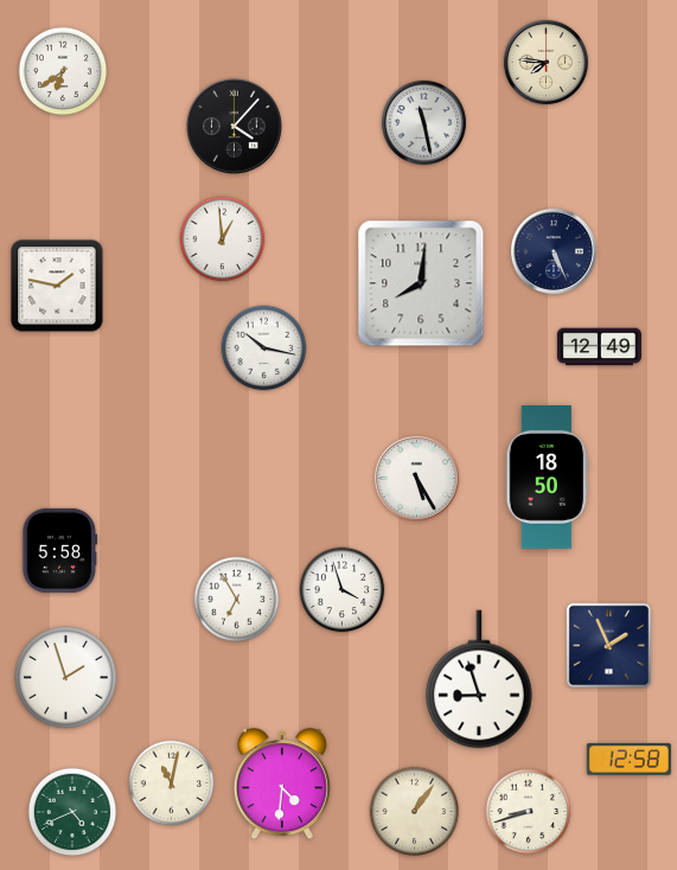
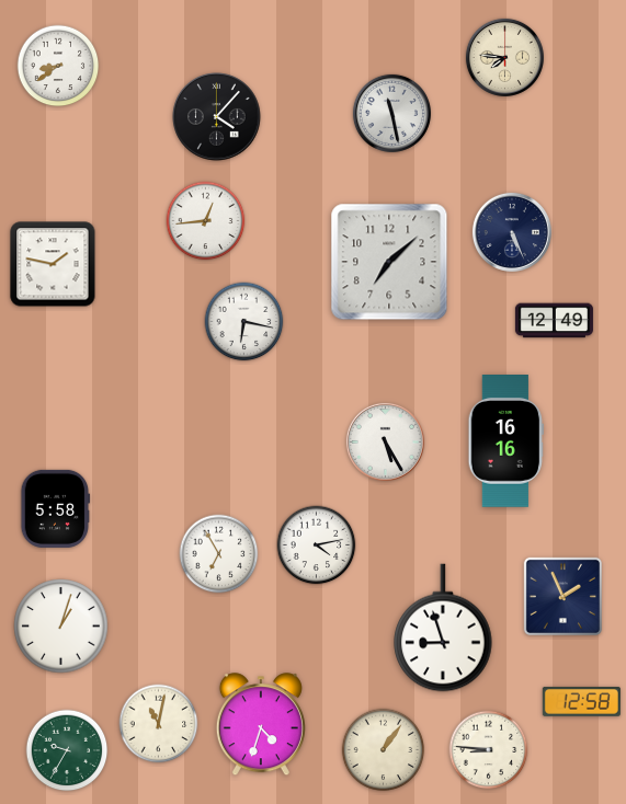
clock at (63, 71): 6:39 -> 8:39
clock at (223, 239): 12:59 -> 12:44
clock at (421, 283): 8:01 -> 7:08
clock at (264, 348): 10:17 -> 6:17
clock at (547, 478): 18:50 -> 16:16
clock at (343, 590): 3:57 -> 4:13
clock at (66, 678): 1:57 -> 1:03
clock at (282, 785): 4:31 -> 4:33
clock at (72, 812): 4:41 -> 9:35
clock at (529, 812): 8:42 -> 8:46
